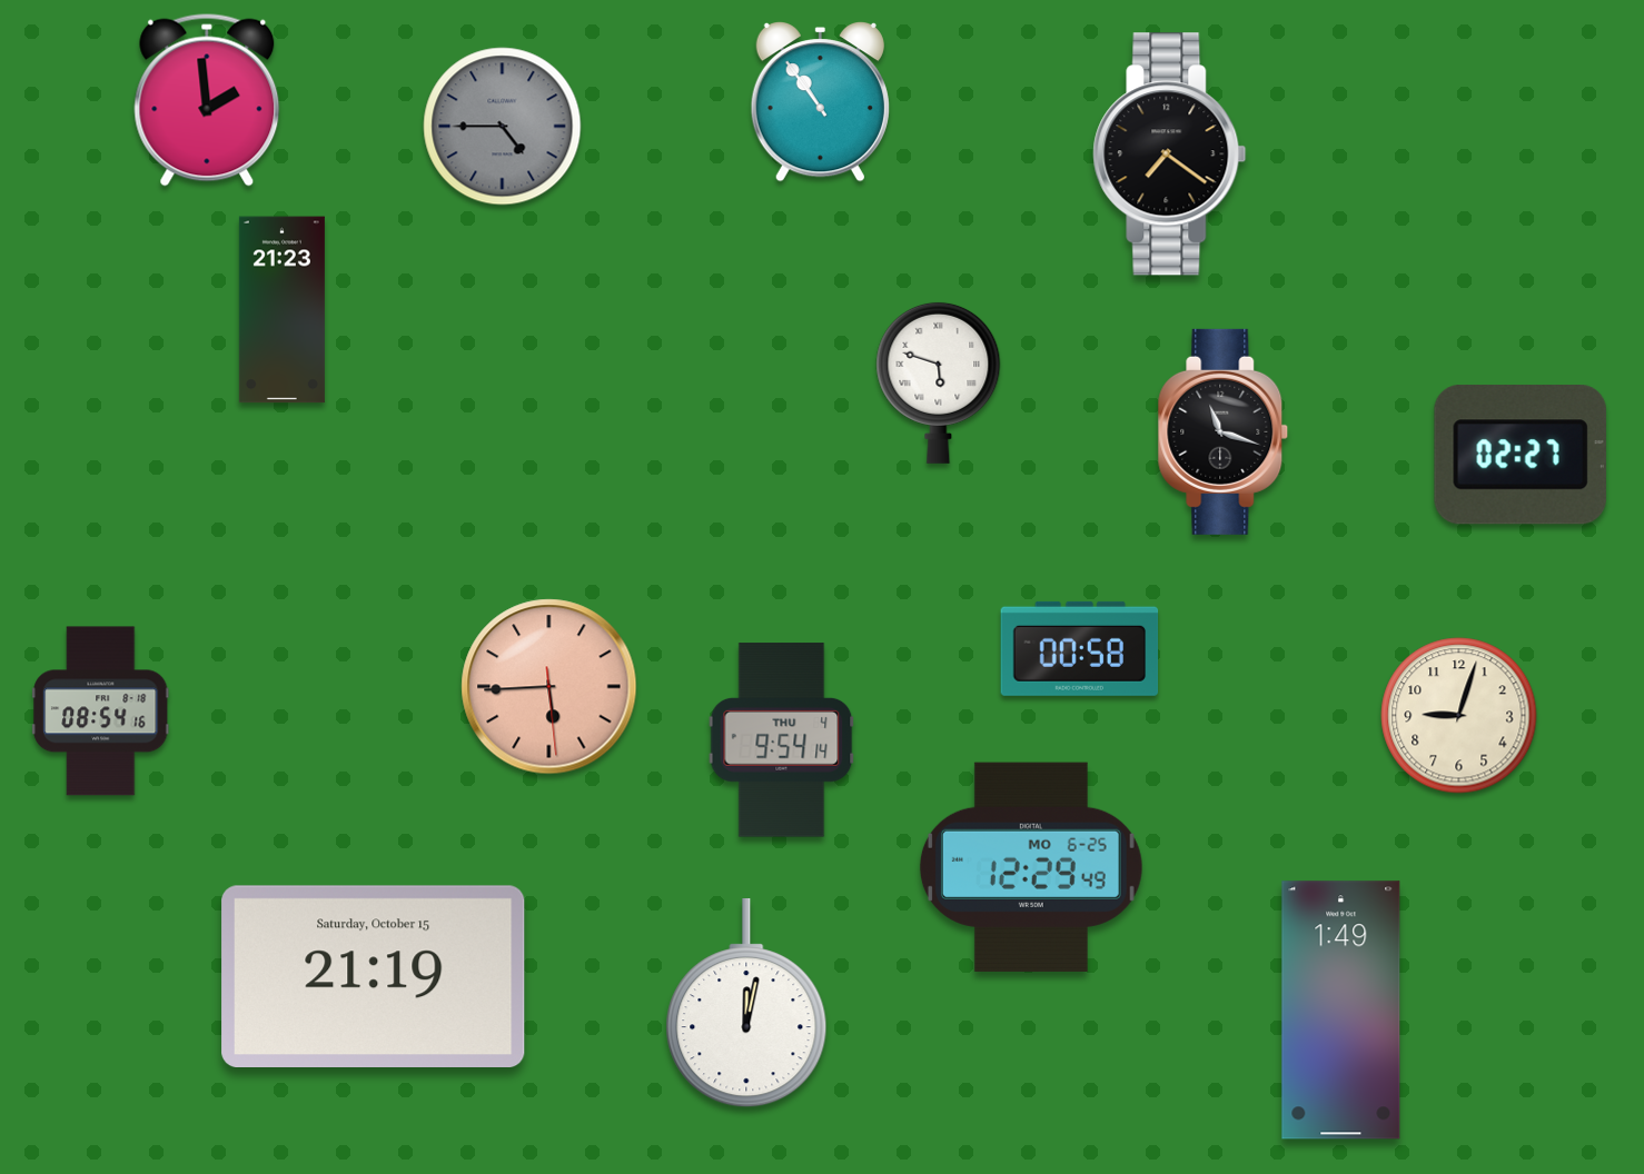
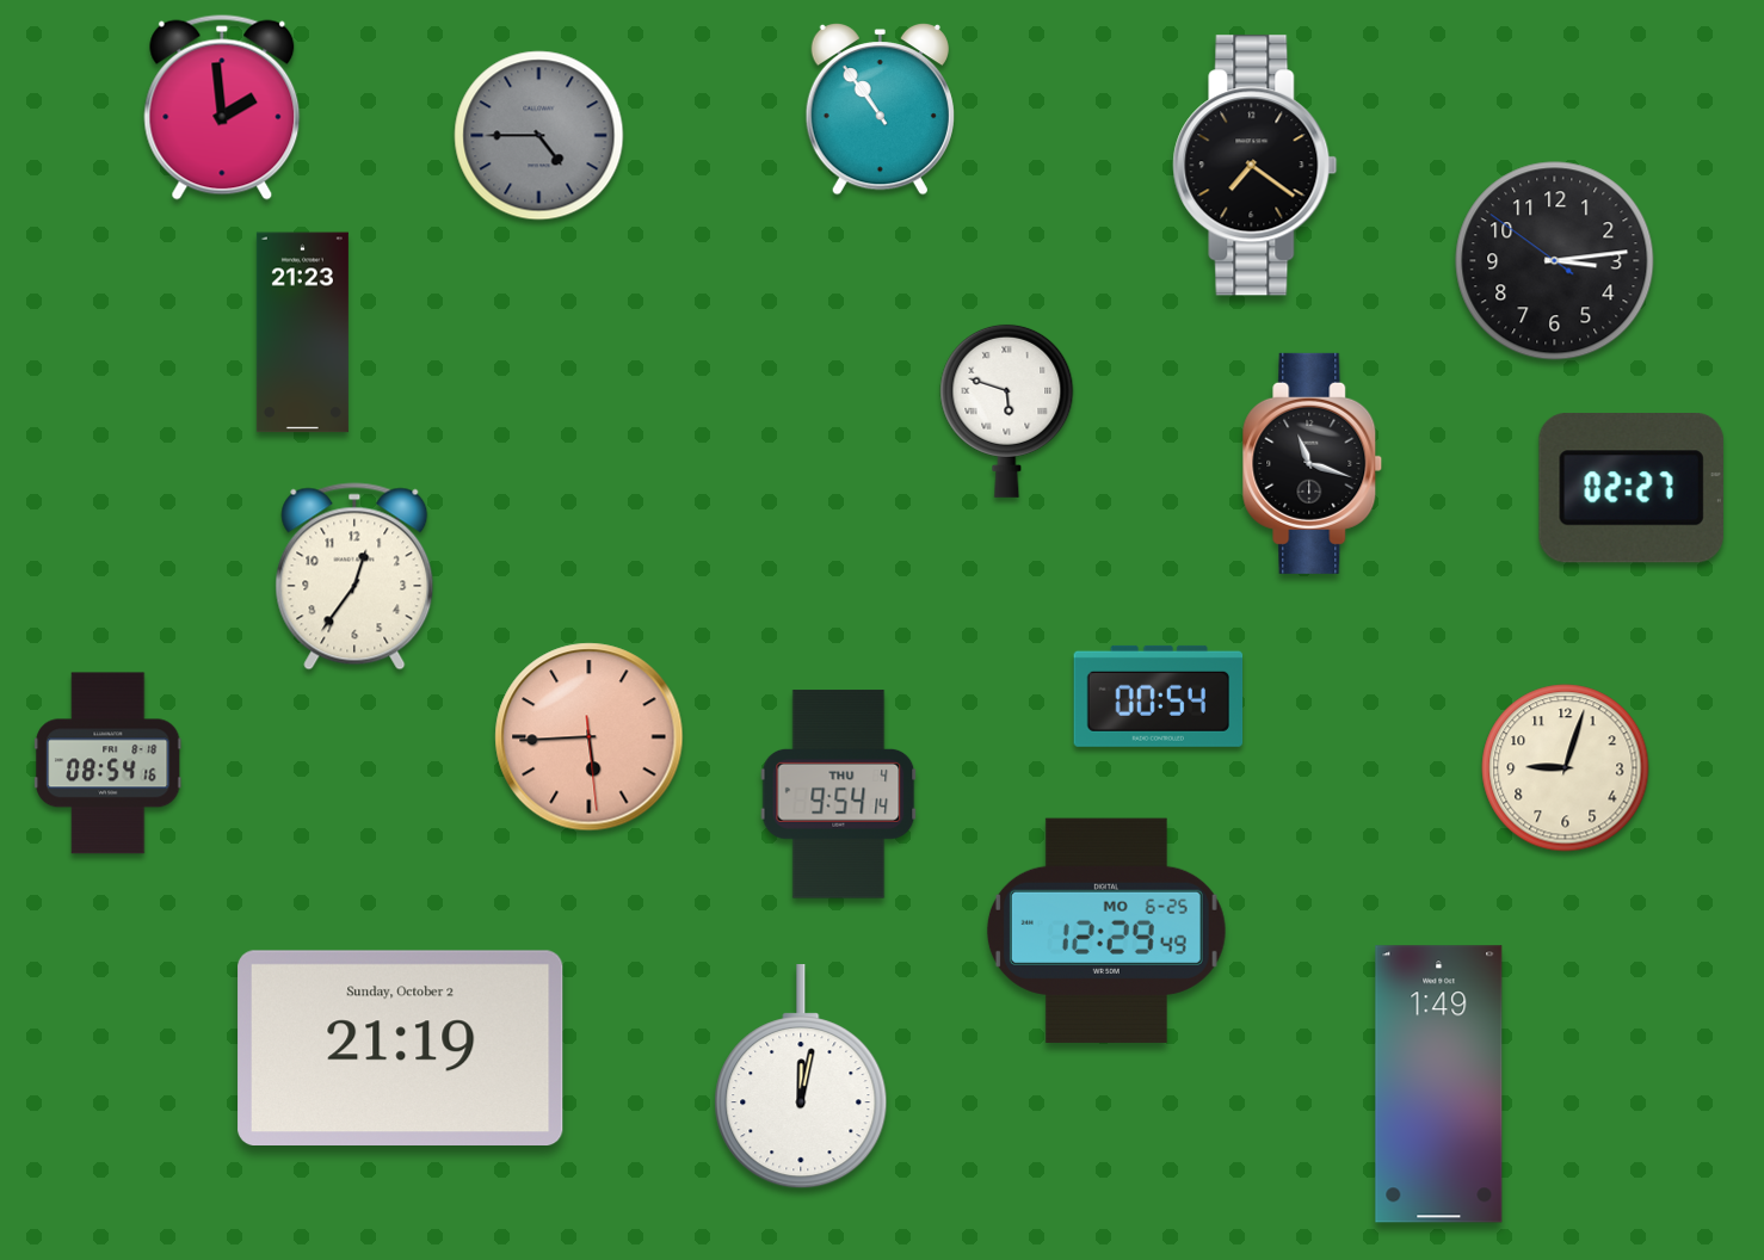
clock at (1555, 261): none -> 3:13
clock at (354, 576): none -> 12:36
clock at (1080, 648): 00:58 -> 00:54
clock at (374, 976) date: Saturday, October 15 -> Sunday, October 2
